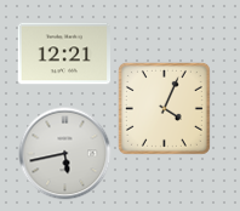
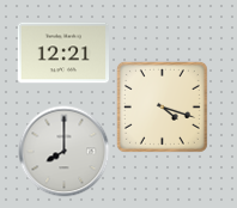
clock at (164, 108): 4:04 -> 4:18
clock at (65, 154): 5:43 -> 8:00
